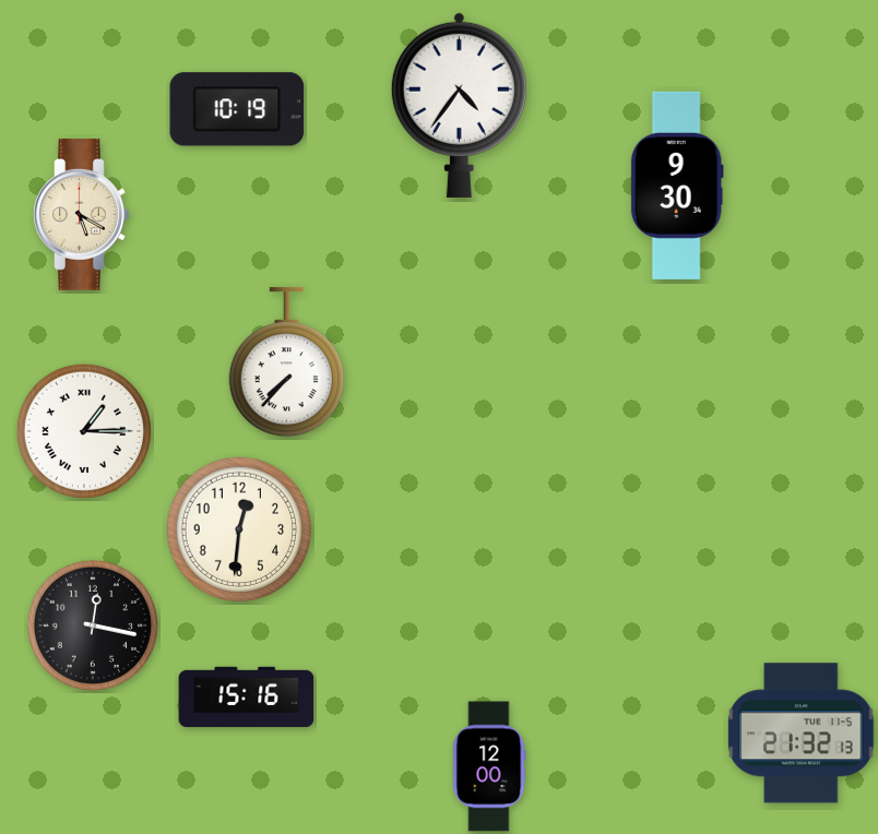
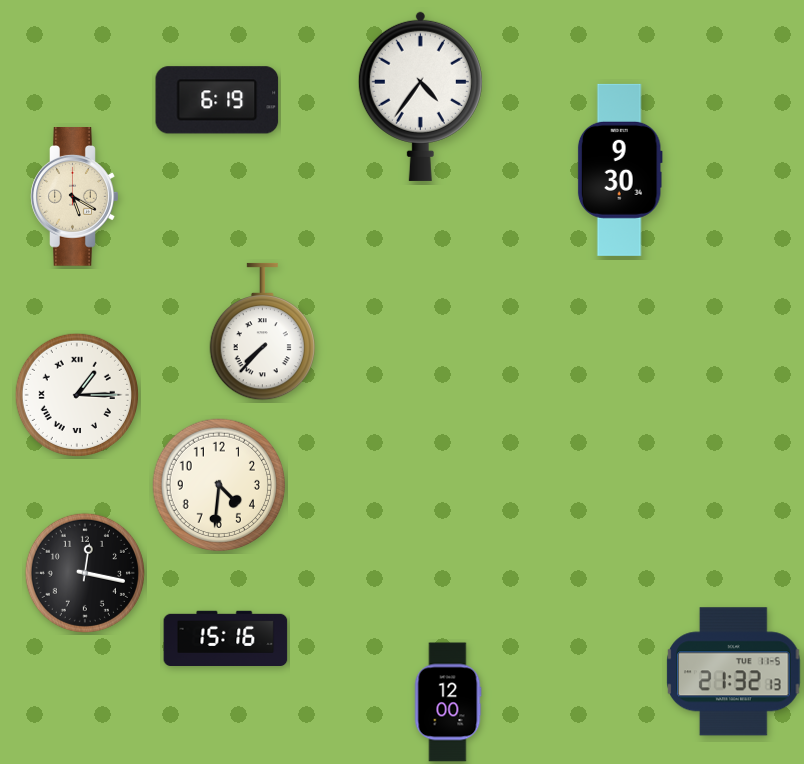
clock at (237, 109): 10:19 -> 6:19
clock at (238, 528): 12:31 -> 4:31
